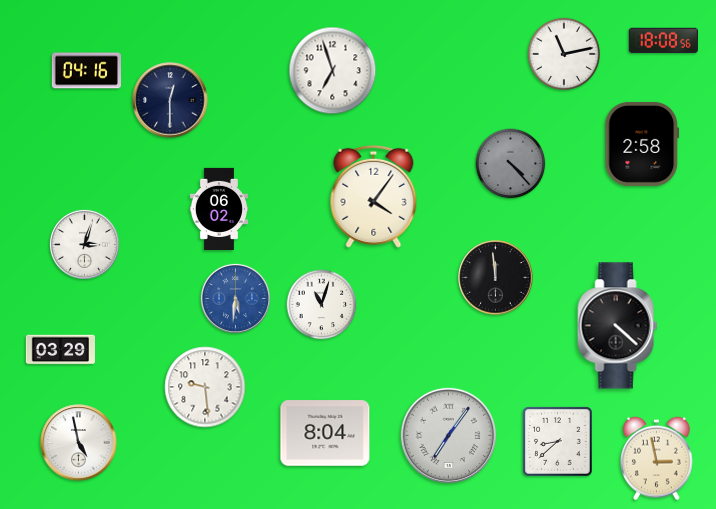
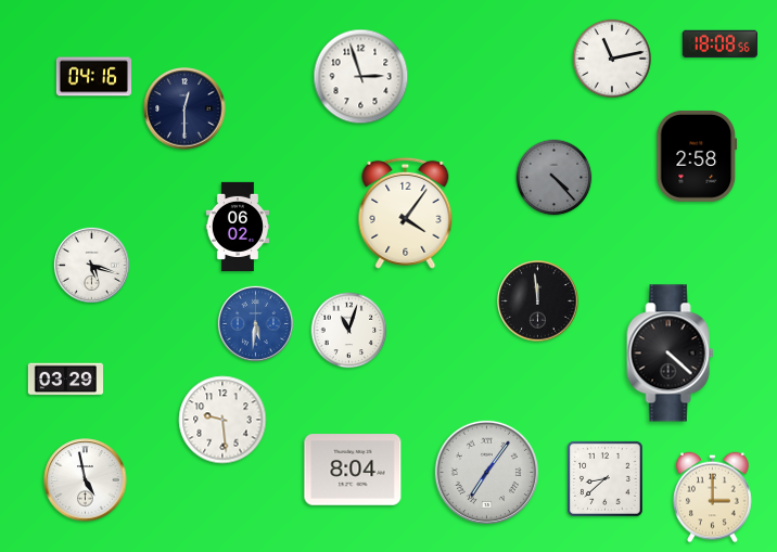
clock at (333, 71): 6:57 -> 2:57
clock at (84, 244): 3:03 -> 5:18
clock at (657, 459): 2:58 -> 3:00
